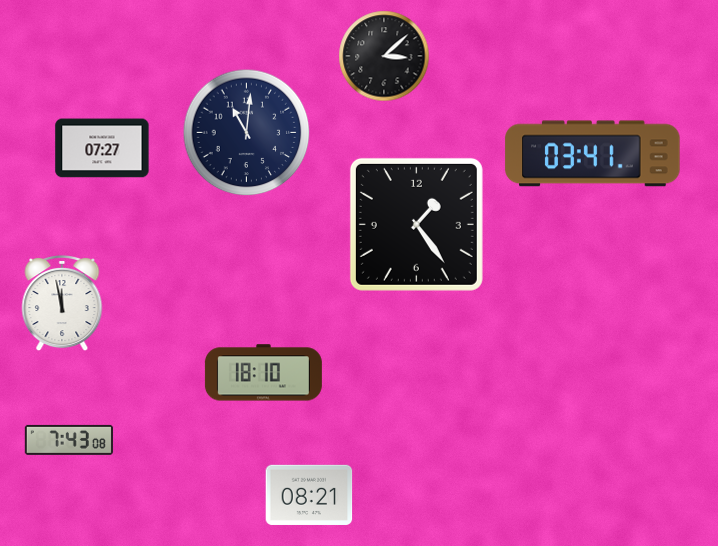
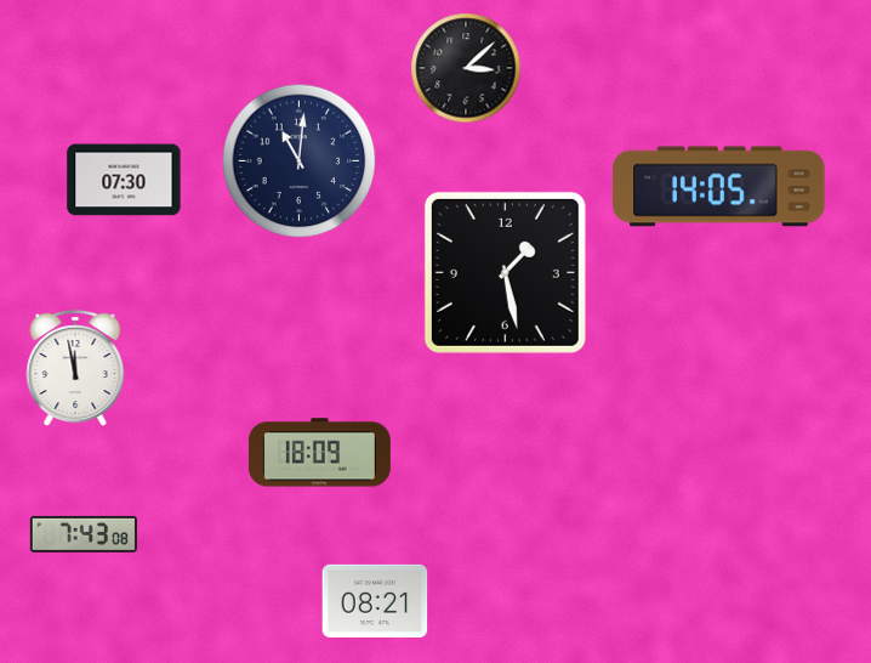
clock at (102, 148): 07:27 -> 07:30
clock at (593, 154): 03:41 -> 14:05
clock at (416, 224): 1:24 -> 1:28
clock at (263, 373): 18:10 -> 18:09
